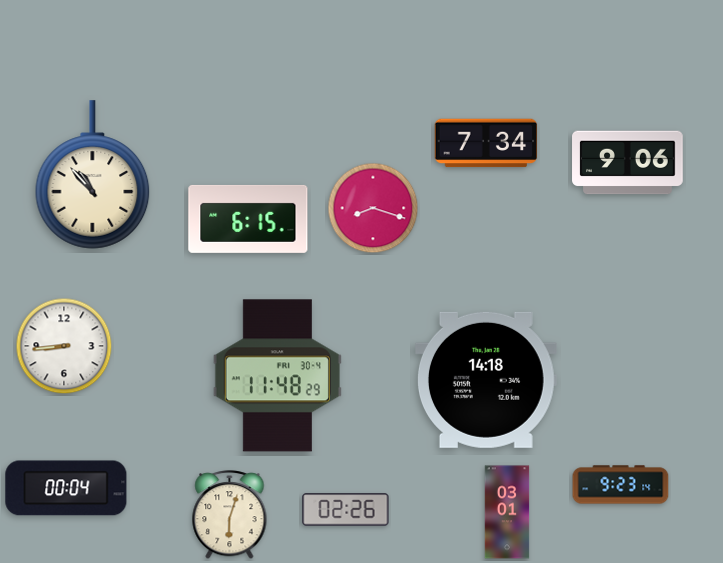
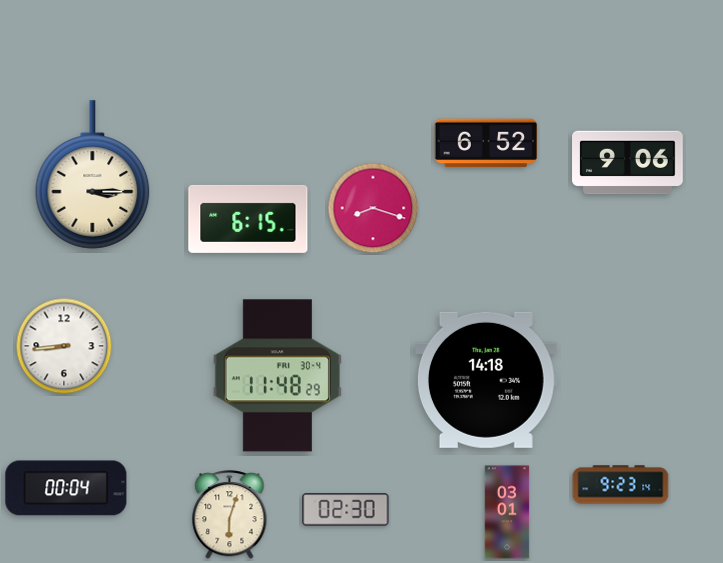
clock at (486, 143): 7:34 -> 6:52
clock at (93, 175): 10:53 -> 3:15
clock at (346, 510): 02:26 -> 02:30
